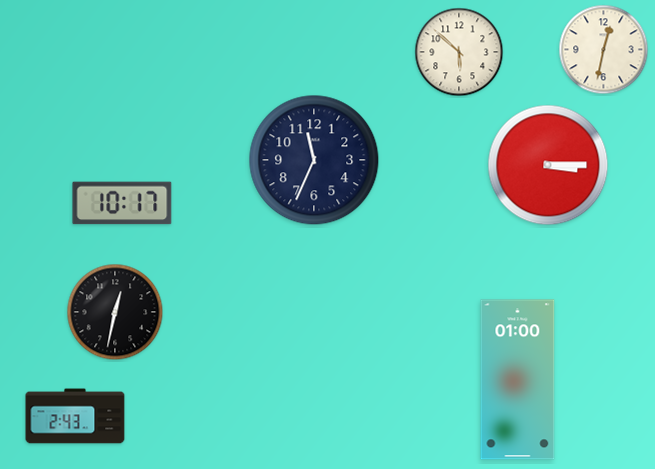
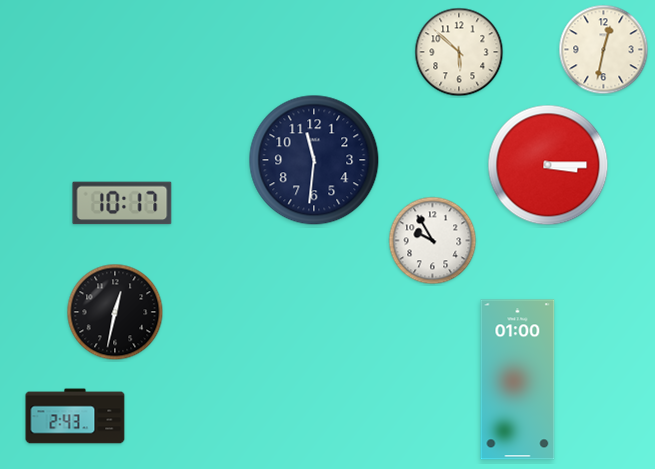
clock at (314, 160): 11:34 -> 11:31
clock at (433, 241): none -> 9:55
